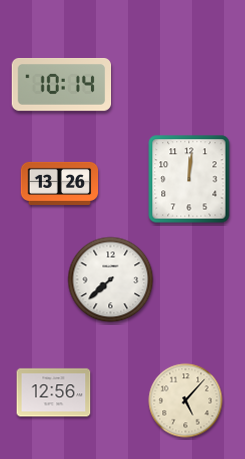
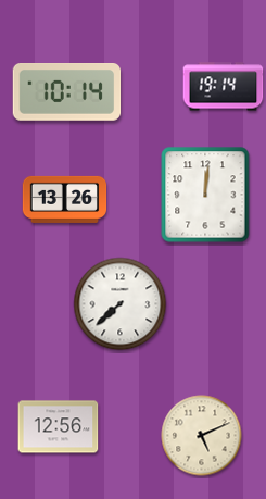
clock at (224, 87): none -> 19:14
clock at (186, 401): 5:07 -> 5:11
